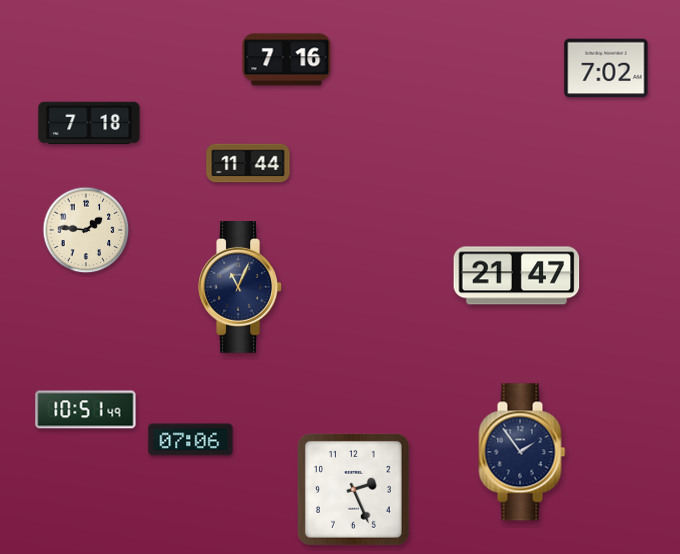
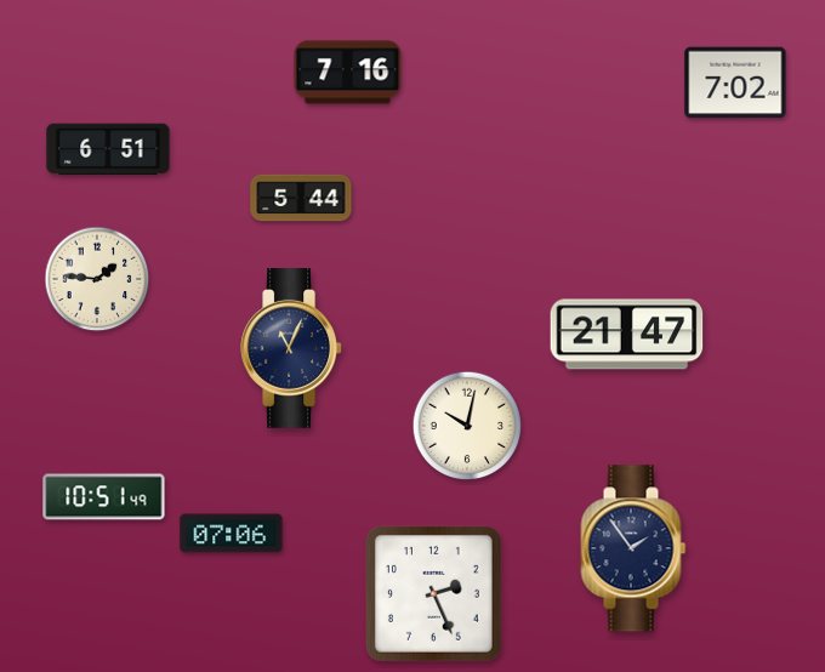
clock at (89, 123): 7:18 -> 6:51
clock at (248, 163): 11:44 -> 5:44
clock at (86, 230) position: (86, 230) -> (97, 279)
clock at (467, 426): none -> 10:02
clock at (353, 489) position: (353, 489) -> (433, 593)
